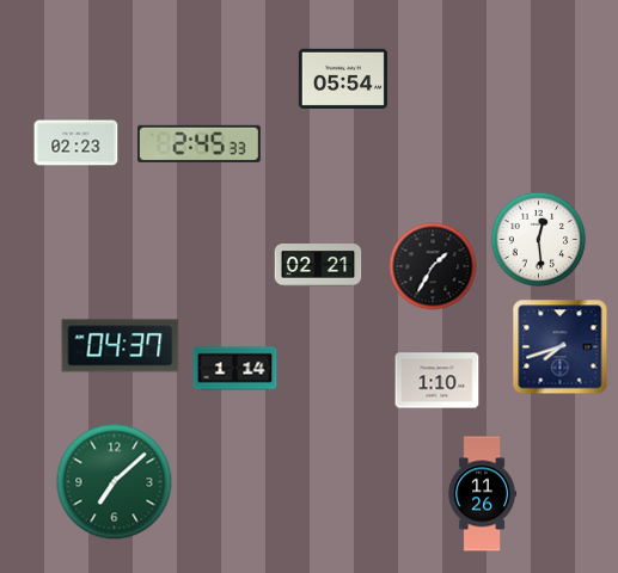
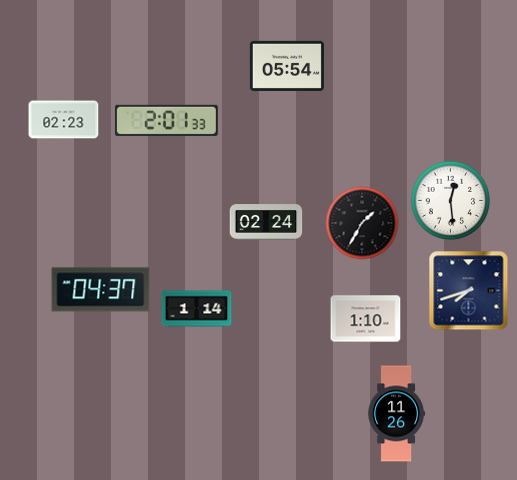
clock at (198, 143): 2:45 -> 2:01
clock at (318, 265): 02:21 -> 02:24
clock at (115, 482): 7:08 -> none
clock at (482, 494) position: (482, 494) -> (396, 414)
